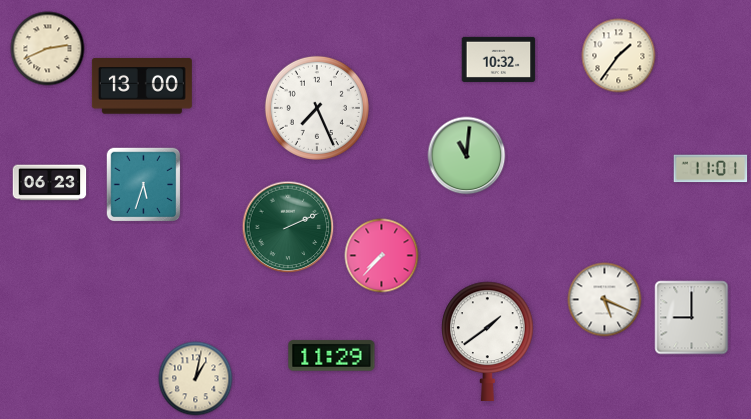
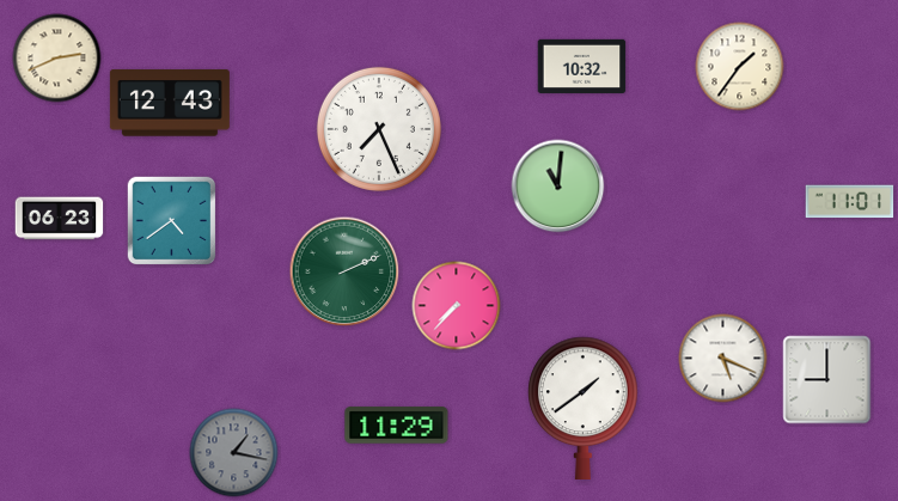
clock at (499, 59) position: (499, 59) -> (582, 66)
clock at (142, 86): 13:00 -> 12:43
clock at (144, 185): 5:33 -> 4:39
clock at (196, 379): 1:02 -> 1:17
clock at (196, 379) dial: cream -> grey
